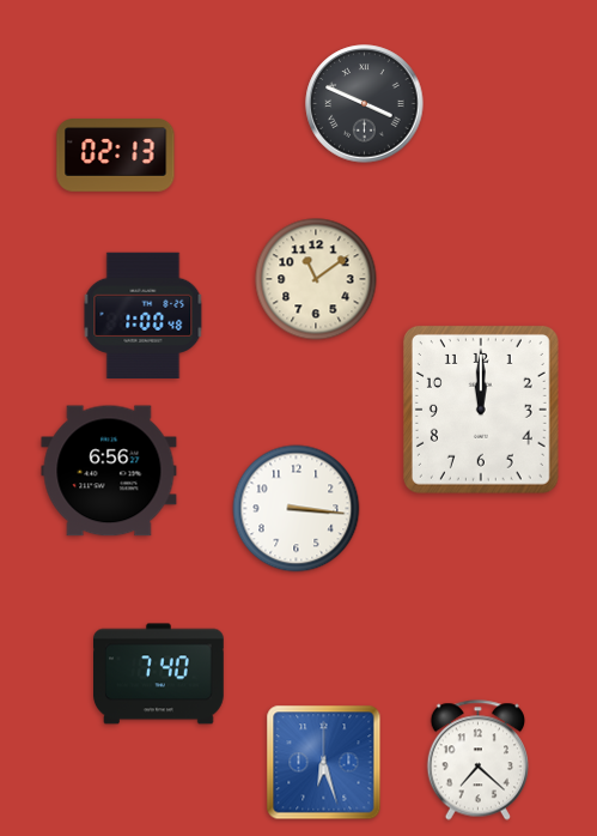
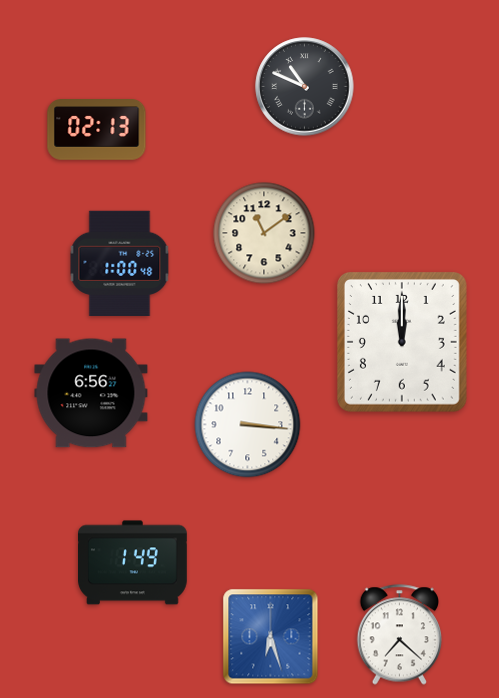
clock at (365, 104): 3:49 -> 10:49
clock at (159, 674): 7:40 -> 1:49
